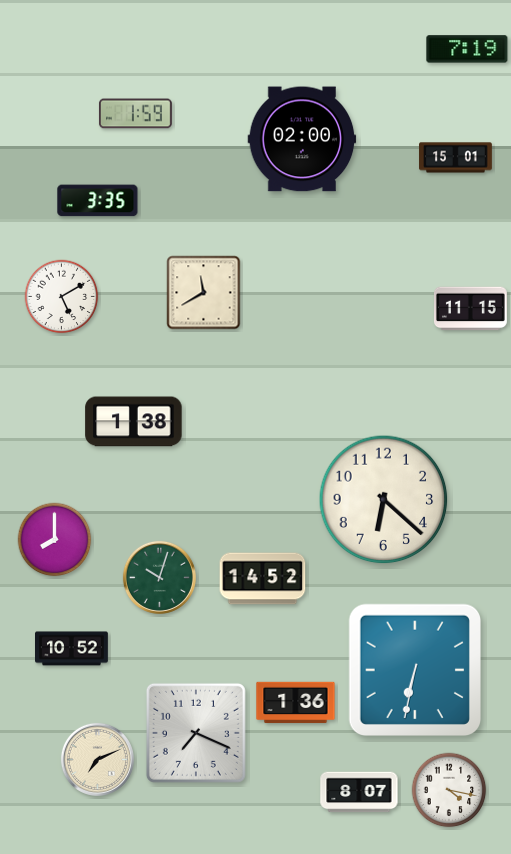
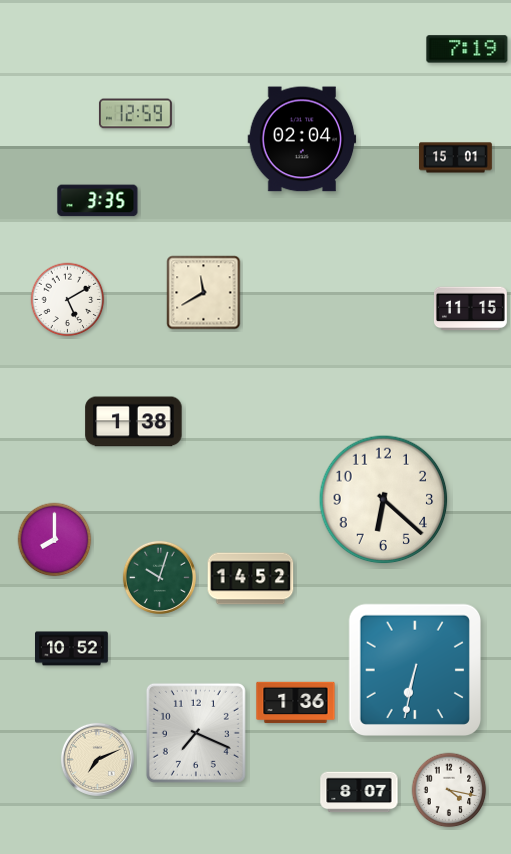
clock at (135, 114): 1:59 -> 12:59
clock at (302, 139): 02:00 -> 02:04
clock at (62, 297) position: (62, 297) -> (68, 300)
clock at (263, 579) position: (263, 579) -> (251, 579)
